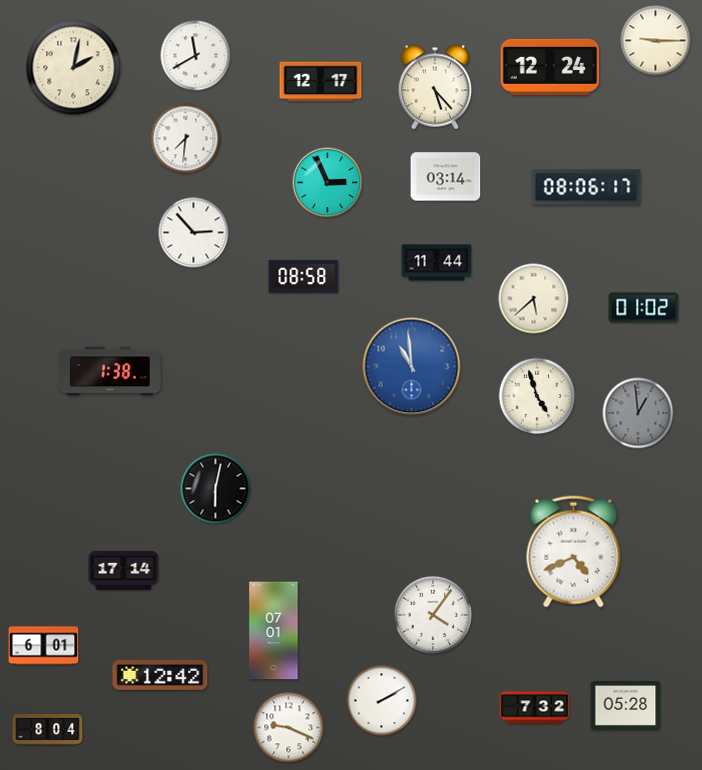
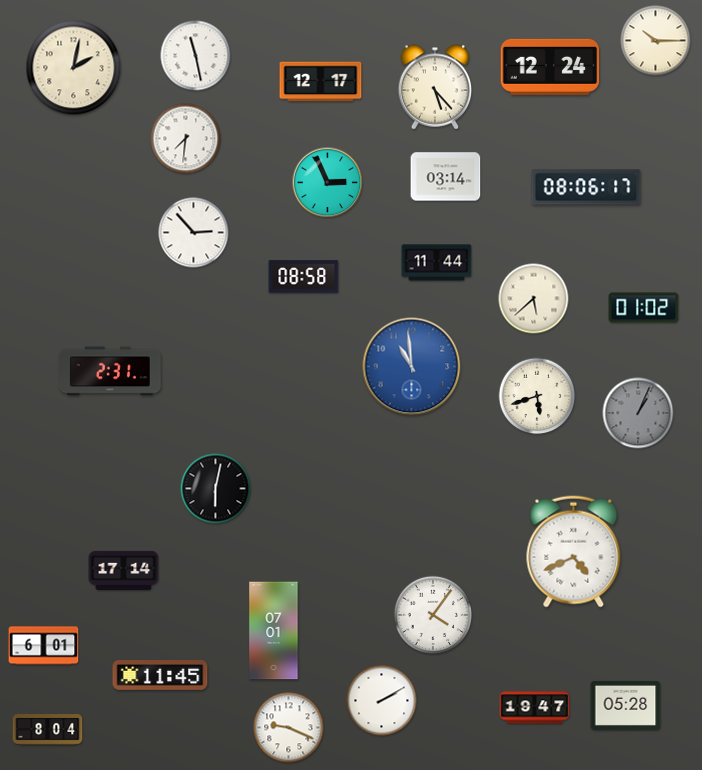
clock at (656, 41): 9:15 -> 10:15
clock at (196, 56): 11:40 -> 11:28
clock at (111, 371): 1:38 -> 2:31
clock at (537, 396): 4:57 -> 5:42
clock at (638, 413): 12:59 -> 1:04
clock at (160, 675): 12:42 -> 11:45
clock at (535, 708): 7:32 -> 19:47
